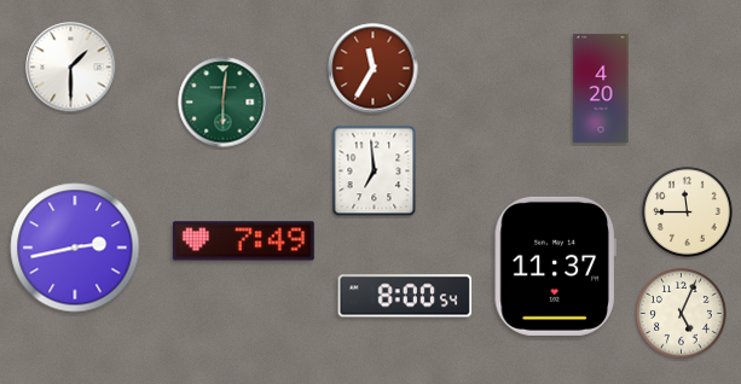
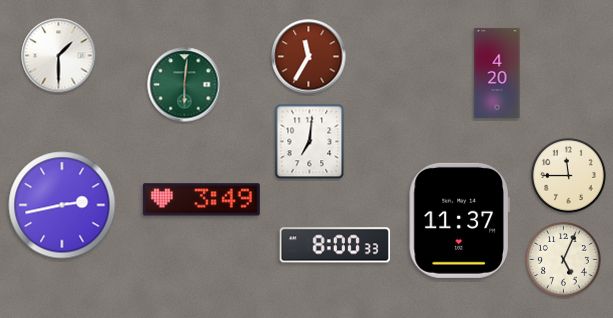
clock at (375, 171): 6:59 -> 7:01
clock at (243, 242): 7:49 -> 3:49
clock at (405, 296): 8:00:54 -> 8:00:33
